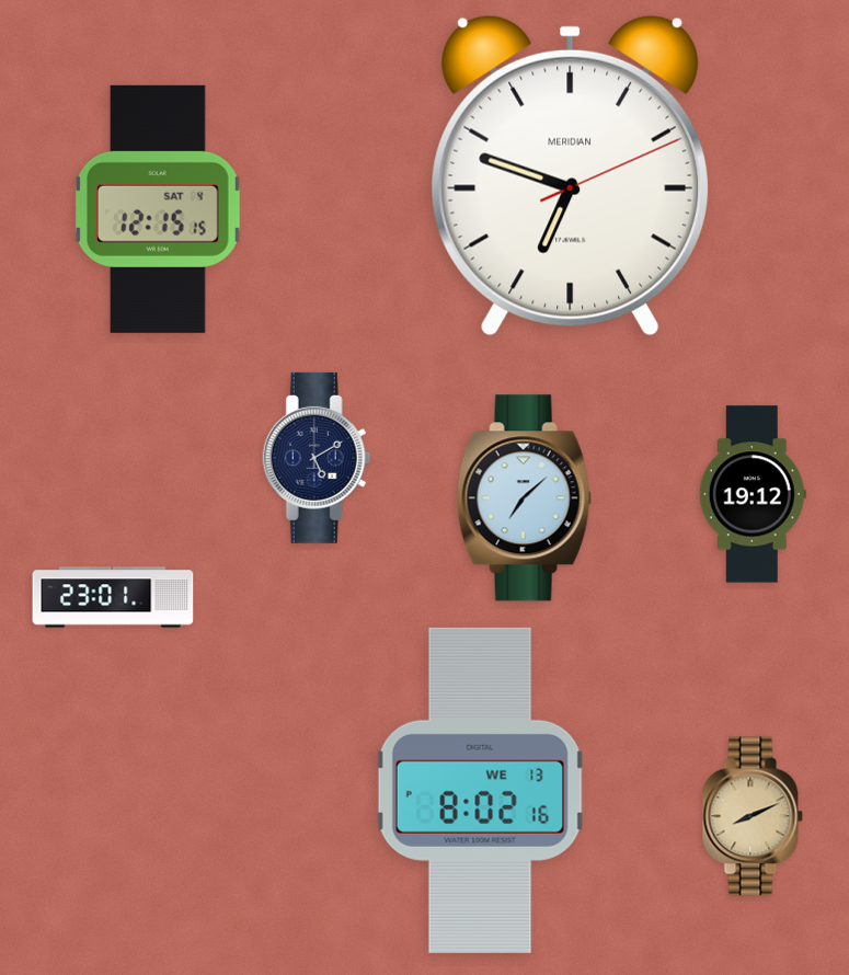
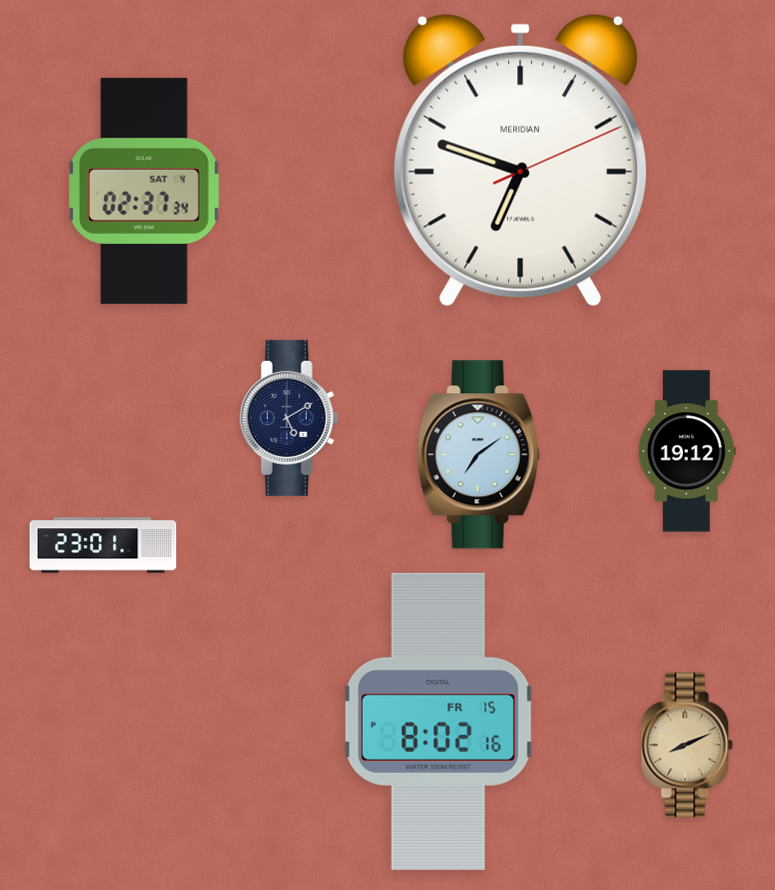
clock at (158, 209): 12:15 -> 02:37
clock at (524, 498): 7:08 -> 7:09
clock at (481, 790) date: WE 13 -> FR 15
